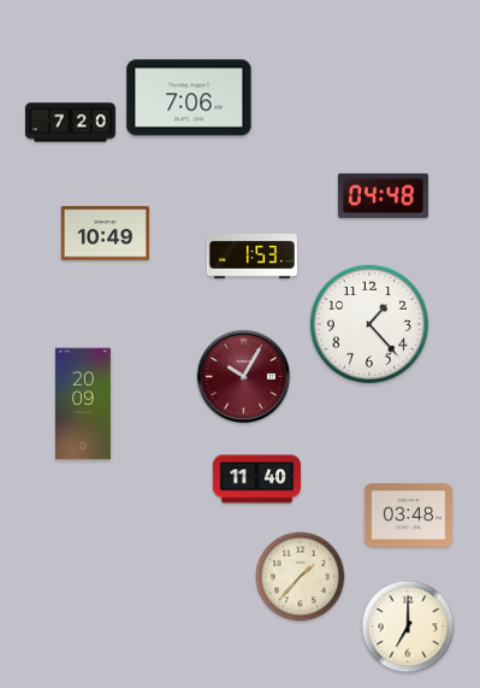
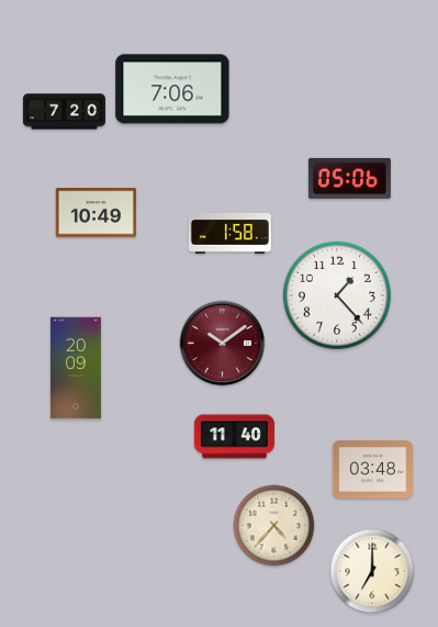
clock at (383, 195): 04:48 -> 05:06
clock at (251, 255): 1:53 -> 1:58
clock at (244, 377): 10:05 -> 10:09
clock at (301, 577): 1:37 -> 4:37
